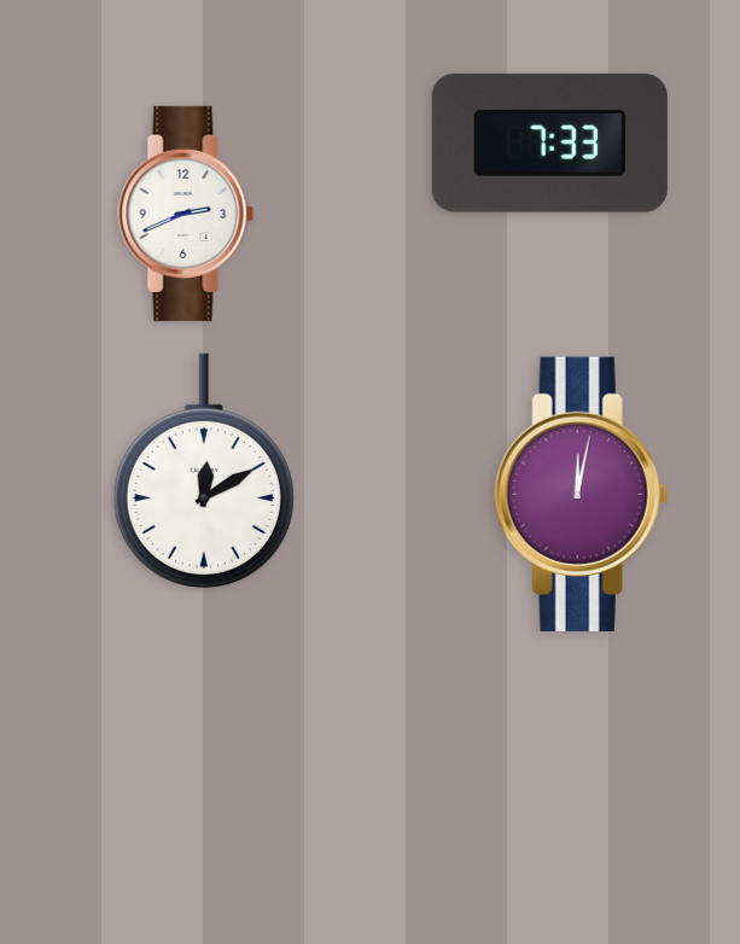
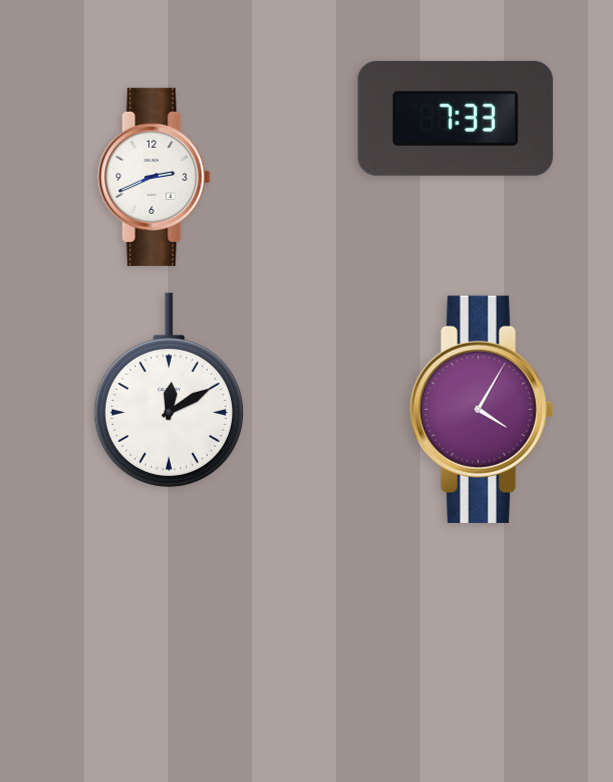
clock at (581, 494): 12:02 -> 4:05
